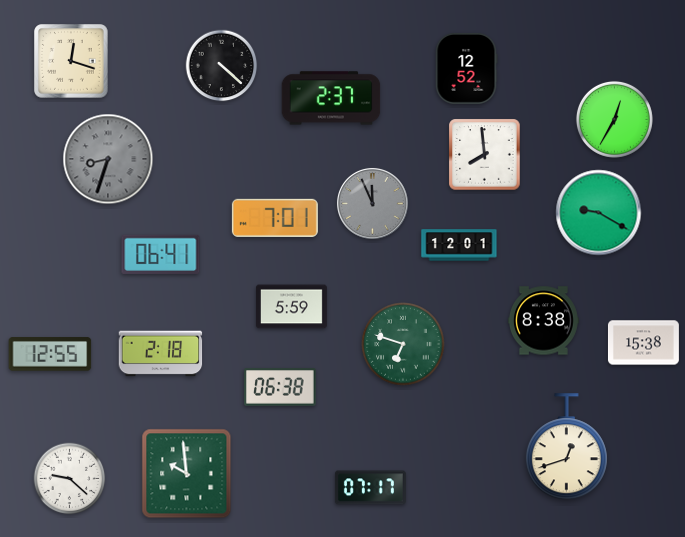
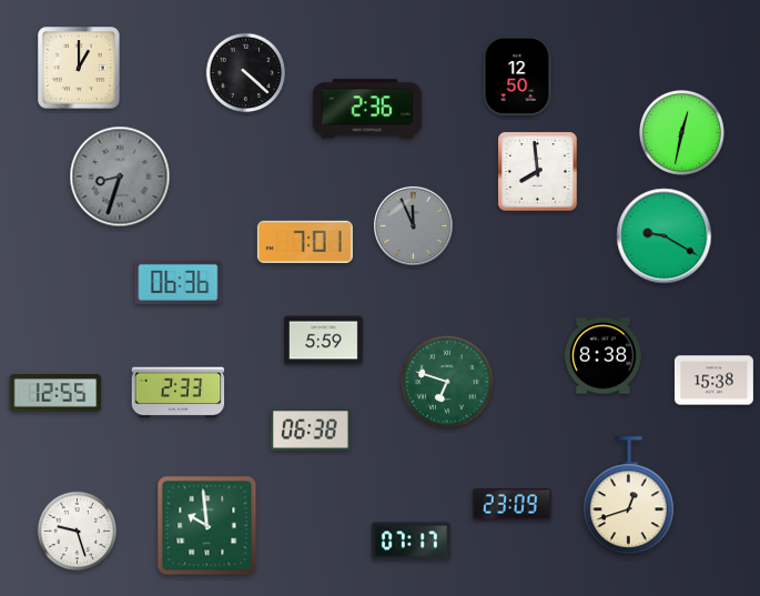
clock at (71, 61): 12:18 -> 1:00
clock at (466, 68): 12:52 -> 12:50
clock at (331, 98): 2:37 -> 2:36
clock at (614, 119): 12:35 -> 12:32
clock at (459, 245): 12:01 -> none
clock at (161, 254): 06:41 -> 06:36
clock at (161, 354): 2:18 -> 2:33
clock at (511, 505): none -> 23:09
clock at (70, 479): 9:22 -> 9:27
